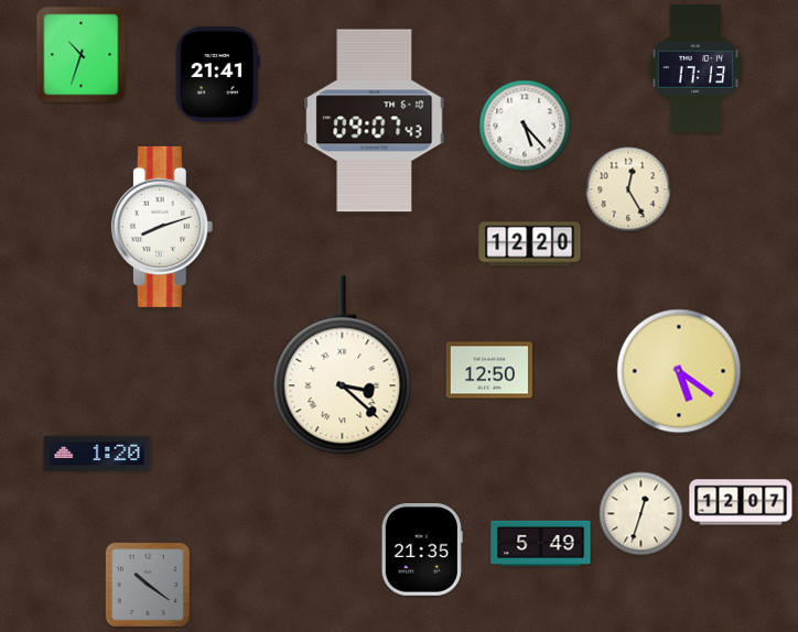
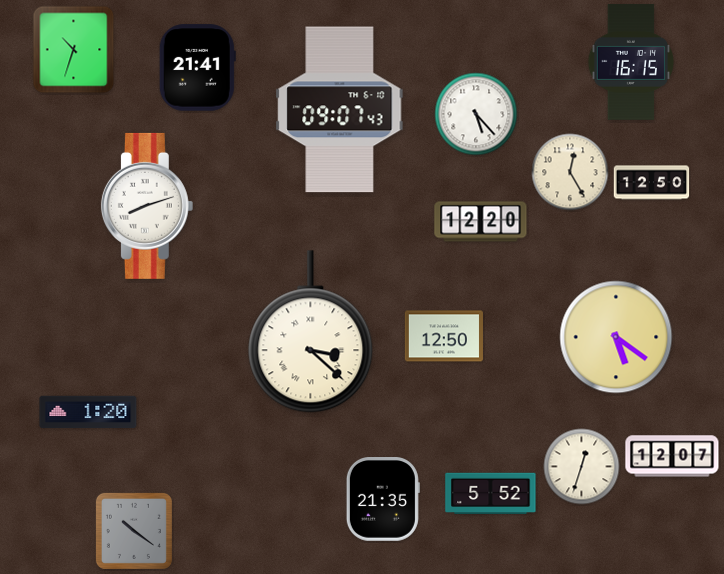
clock at (695, 68): 17:13 -> 16:15
clock at (652, 183): none -> 12:50
clock at (541, 543): 5:49 -> 5:52
